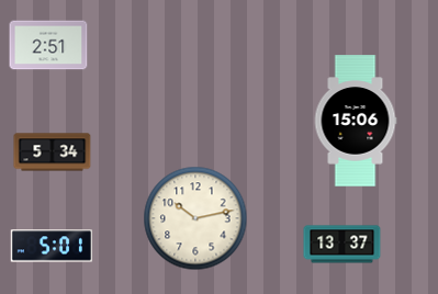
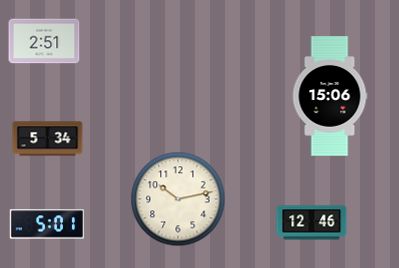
clock at (356, 121) position: (356, 121) -> (330, 96)
clock at (342, 245): 13:37 -> 12:46
